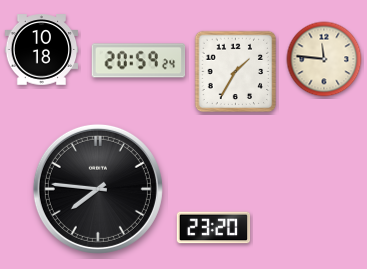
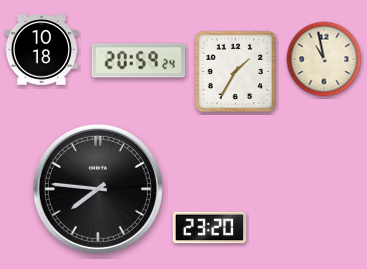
clock at (324, 59): 11:46 -> 10:58
clock at (214, 228) position: (214, 228) -> (210, 228)
